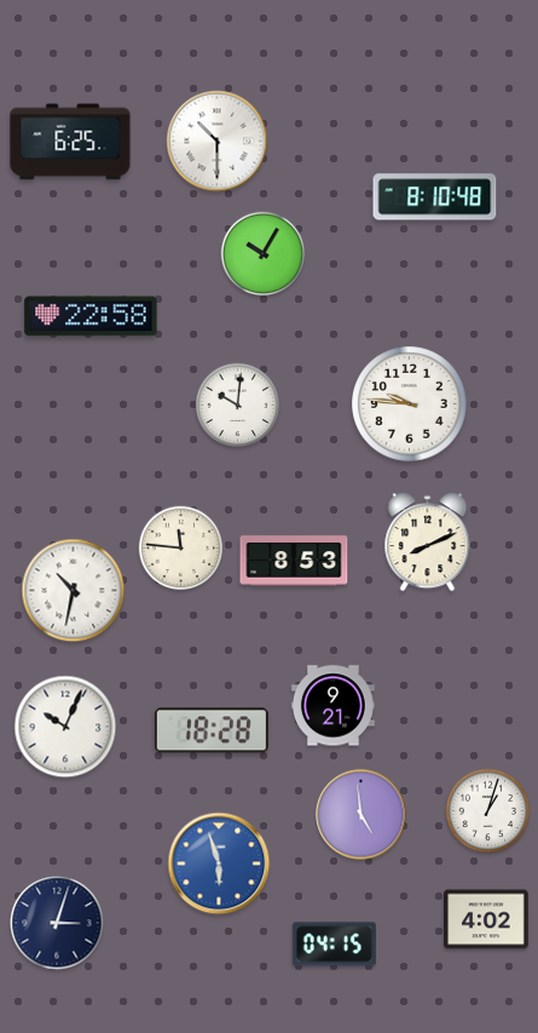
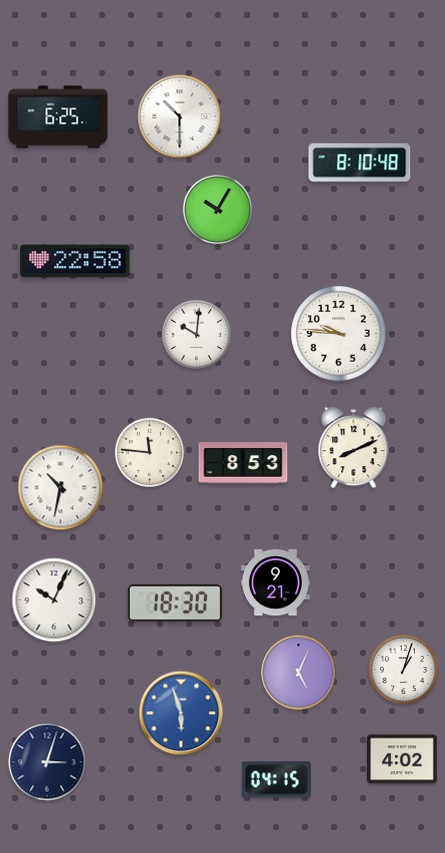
clock at (212, 730): 18:28 -> 18:30
clock at (361, 815): 4:59 -> 5:04
